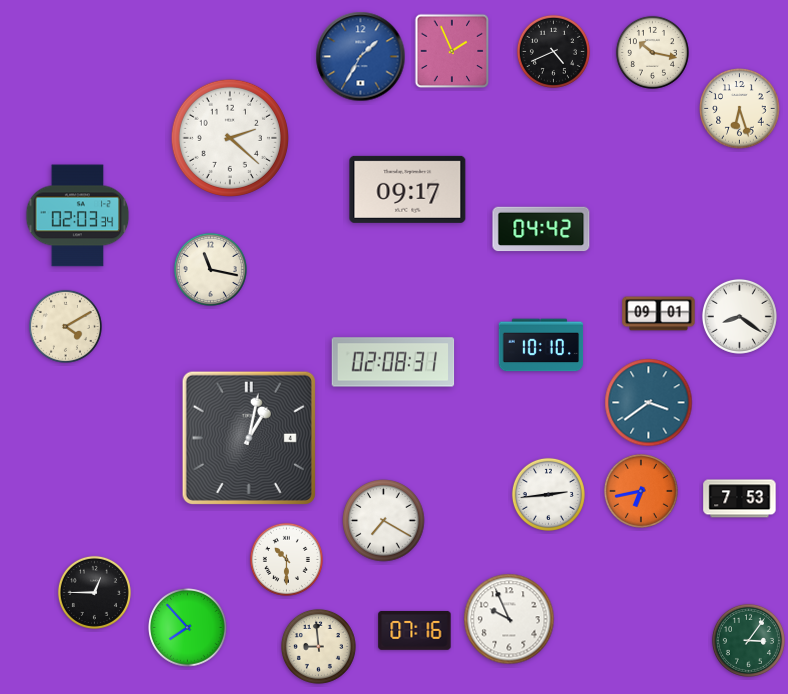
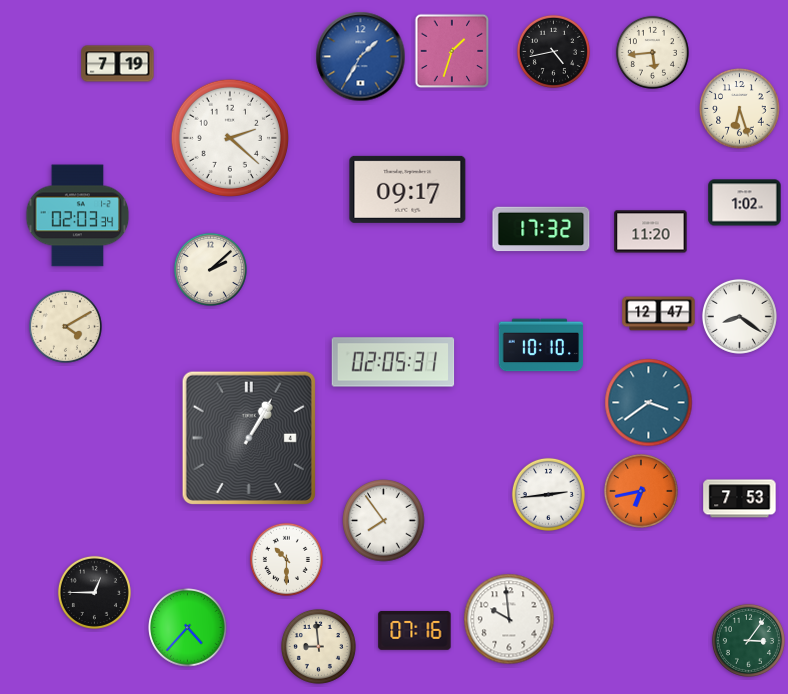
clock at (452, 51): 1:56 -> 1:33
clock at (553, 51): 4:41 -> 4:43
clock at (652, 52): 10:17 -> 5:44
clock at (118, 64): none -> 7:19
clock at (745, 203): none -> 1:02
clock at (541, 229): 04:42 -> 17:32
clock at (651, 232): none -> 11:20
clock at (210, 269): 11:17 -> 2:08
clock at (659, 314): 09:01 -> 12:47
clock at (393, 362): 02:08 -> 02:05
clock at (249, 438): 1:02 -> 1:05
clock at (384, 521): 7:20 -> 7:54
clock at (509, 619): 9:56 -> 9:59
clock at (188, 628): 7:53 -> 4:37
